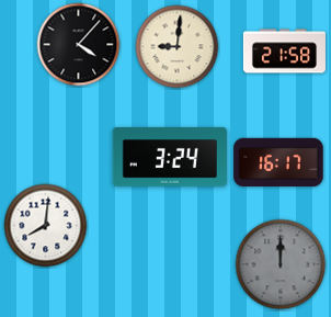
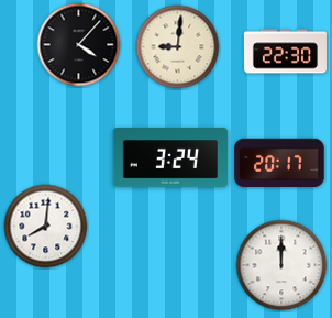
clock at (284, 52): 21:58 -> 22:30
clock at (278, 162): 16:17 -> 20:17
clock at (281, 264) dial: grey -> white
